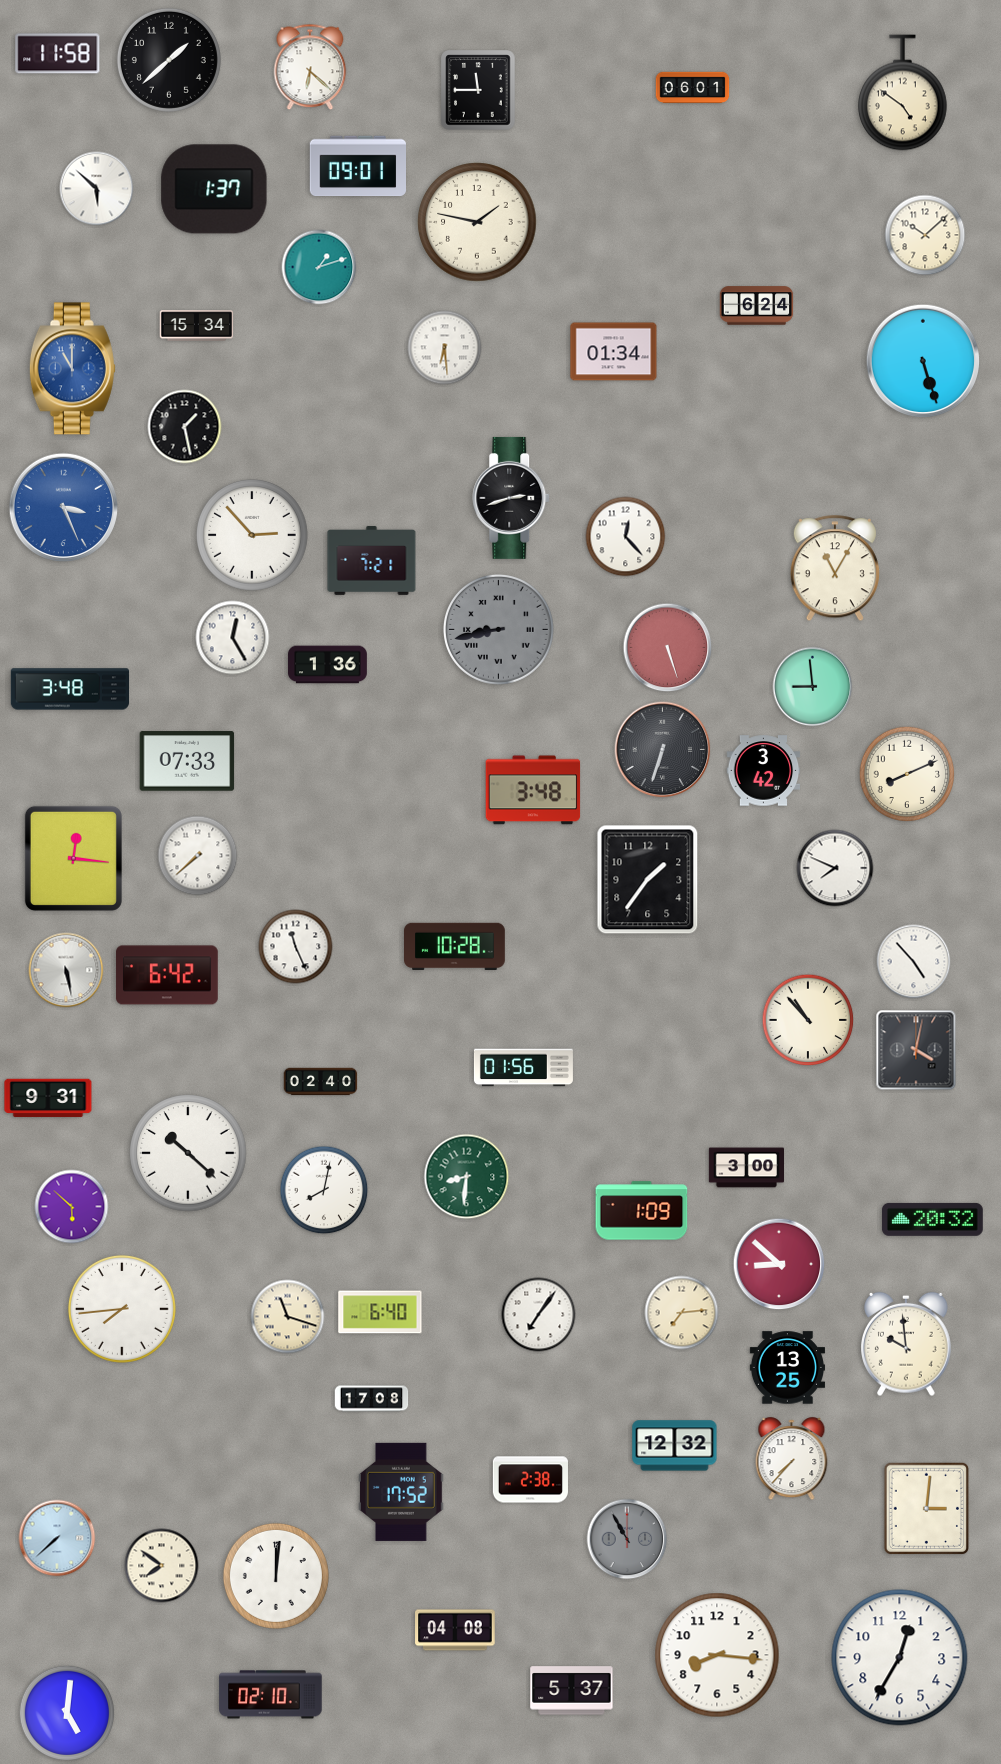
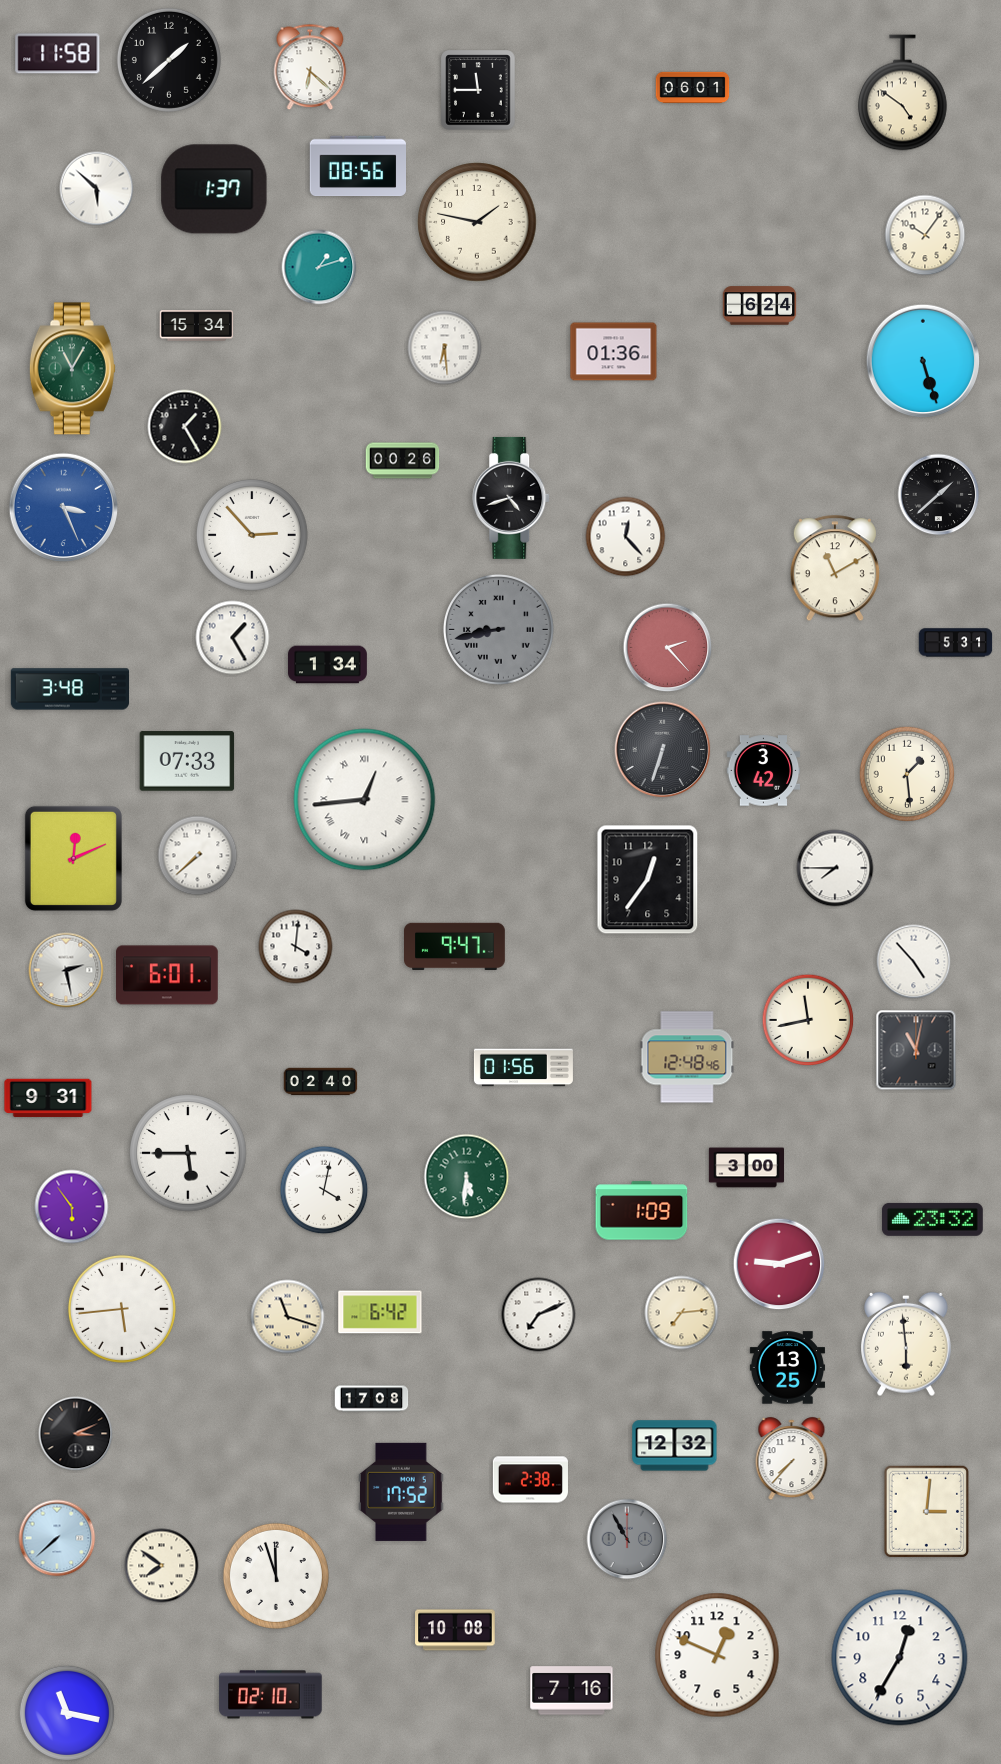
clock at (357, 166): 09:01 -> 08:56
clock at (925, 235): 10:08 -> 10:06
clock at (757, 306) position: (757, 306) -> (760, 306)
clock at (614, 352): 01:34 -> 01:36
clock at (72, 369): 11:00 -> 11:05
clock at (72, 369) dial: blue -> green
clock at (185, 427): 1:28 -> 1:25
clock at (403, 461): none -> 00:26
clock at (939, 495): none -> 1:38
clock at (512, 498): 2:42 -> 4:42
clock at (372, 561): 7:21 -> none
clock at (835, 569): 11:05 -> 11:10
clock at (233, 638): 12:25 -> 1:25
clock at (956, 643): none -> 5:31
clock at (668, 648): 5:27 -> 2:23
clock at (328, 665): 1:36 -> 1:34
clock at (813, 687): 8:59 -> none
clock at (907, 774): 8:11 -> 1:29
clock at (533, 790): 3:48 -> none
clock at (365, 800): none -> 12:44
clock at (73, 858): 12:16 -> 12:11
clock at (835, 868): 7:49 -> 7:45
clock at (648, 880): 1:36 -> 12:36
clock at (455, 946): 10:28 -> 9:47
clock at (296, 947): 11:26 -> 4:01
clock at (66, 970): 5:28 -> 2:28
clock at (167, 975): 6:42 -> 6:01
clock at (808, 1020): 10:53 -> 11:43
clock at (916, 1050): 4:02 -> 11:02
clock at (687, 1057): none -> 12:48
clock at (188, 1153): 10:22 -> 5:45
clock at (467, 1177): 8:31 -> 5:31
clock at (324, 1190): 8:02 -> 4:02
clock at (72, 1207): 5:52 -> 5:54
clock at (932, 1219): 20:32 -> 23:32
clock at (779, 1264): 8:52 -> 9:12
clock at (122, 1309): 7:44 -> 5:44
clock at (380, 1312): 6:40 -> 6:42
clock at (539, 1315): 7:06 -> 7:11
clock at (907, 1344): 9:59 -> 5:59
clock at (76, 1434): none -> 3:11
clock at (926, 1509) position: (926, 1509) -> (926, 1512)
clock at (276, 1576): 12:01 -> 11:57
clock at (455, 1630): 04:08 -> 10:08
clock at (717, 1655): 8:16 -> 12:49
clock at (572, 1691): 5:37 -> 7:16
clock at (67, 1713): 5:01 -> 11:17
